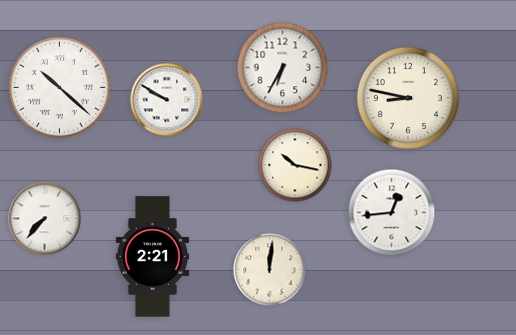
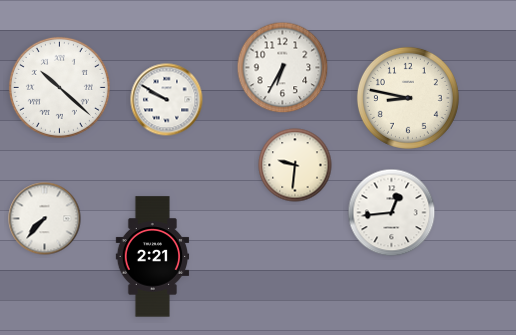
clock at (295, 165): 10:17 -> 9:31
clock at (270, 270): 12:01 -> none
